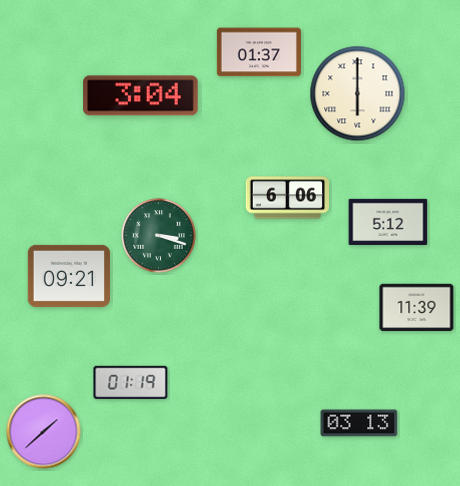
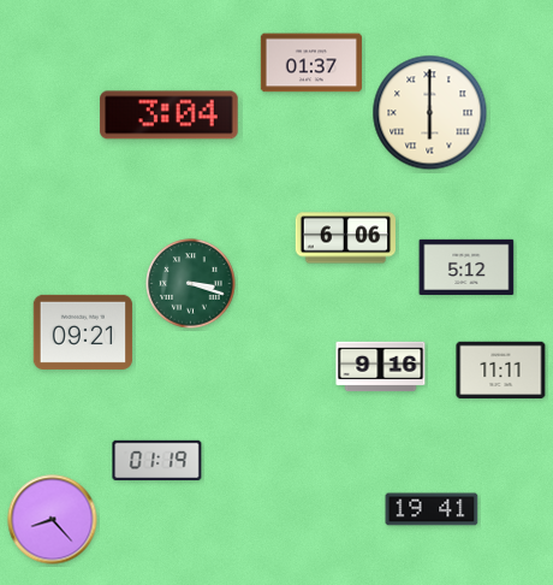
clock at (381, 367): none -> 9:16
clock at (417, 308): 11:39 -> 11:11
clock at (359, 423): 03:13 -> 19:41
clock at (44, 432): 1:38 -> 8:23
